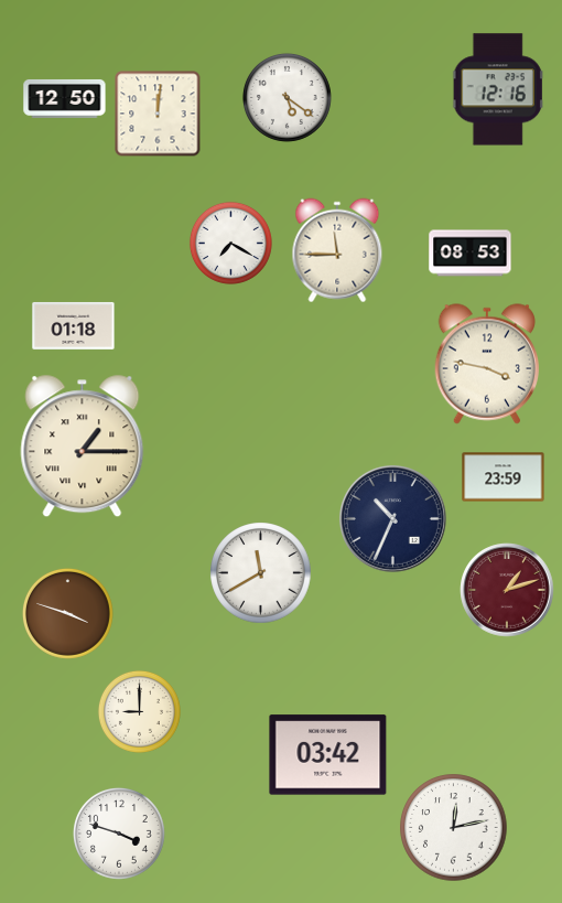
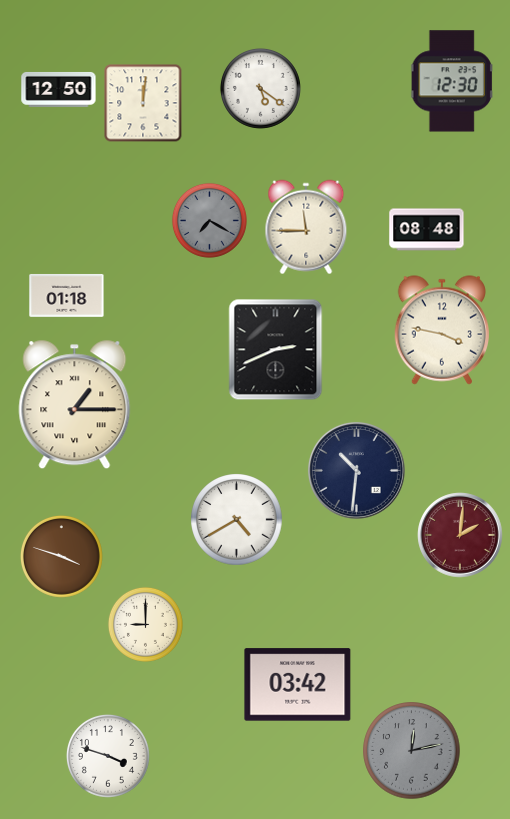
clock at (498, 89): 12:16 -> 12:30
clock at (230, 243) dial: white -> grey
clock at (471, 254): 08:53 -> 08:48
clock at (276, 350): none -> 2:41
clock at (504, 477): 23:59 -> none
clock at (392, 518): 10:34 -> 10:31
clock at (261, 573): 11:40 -> 4:40
clock at (507, 590): 1:12 -> 2:01
clock at (139, 711) position: (139, 711) -> (145, 624)
clock at (454, 828) dial: white -> grey
